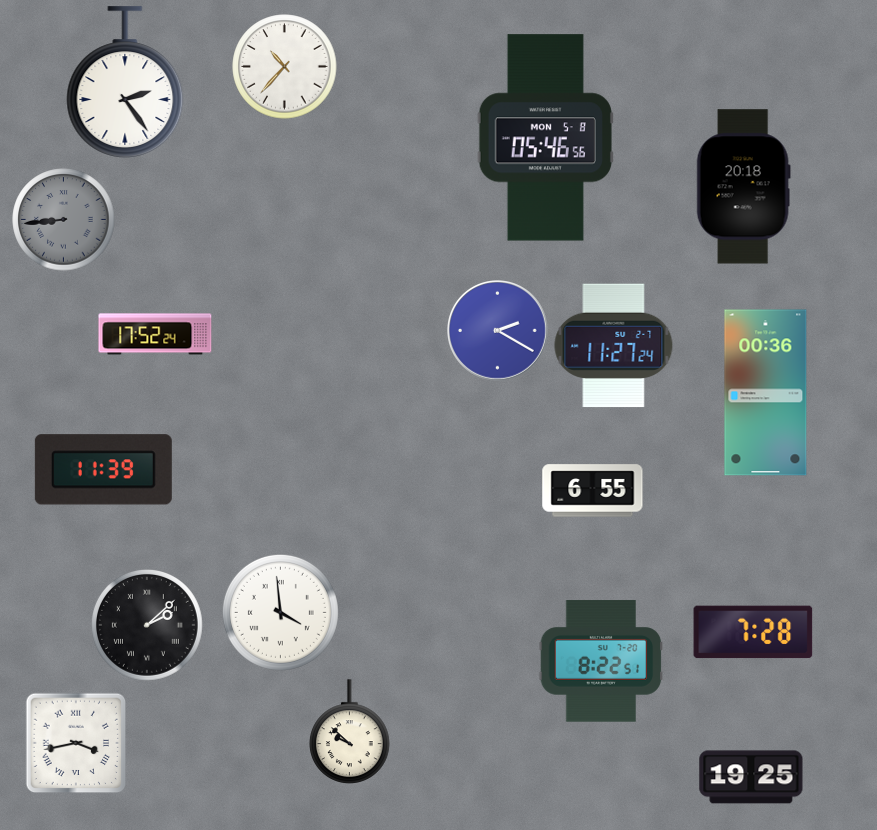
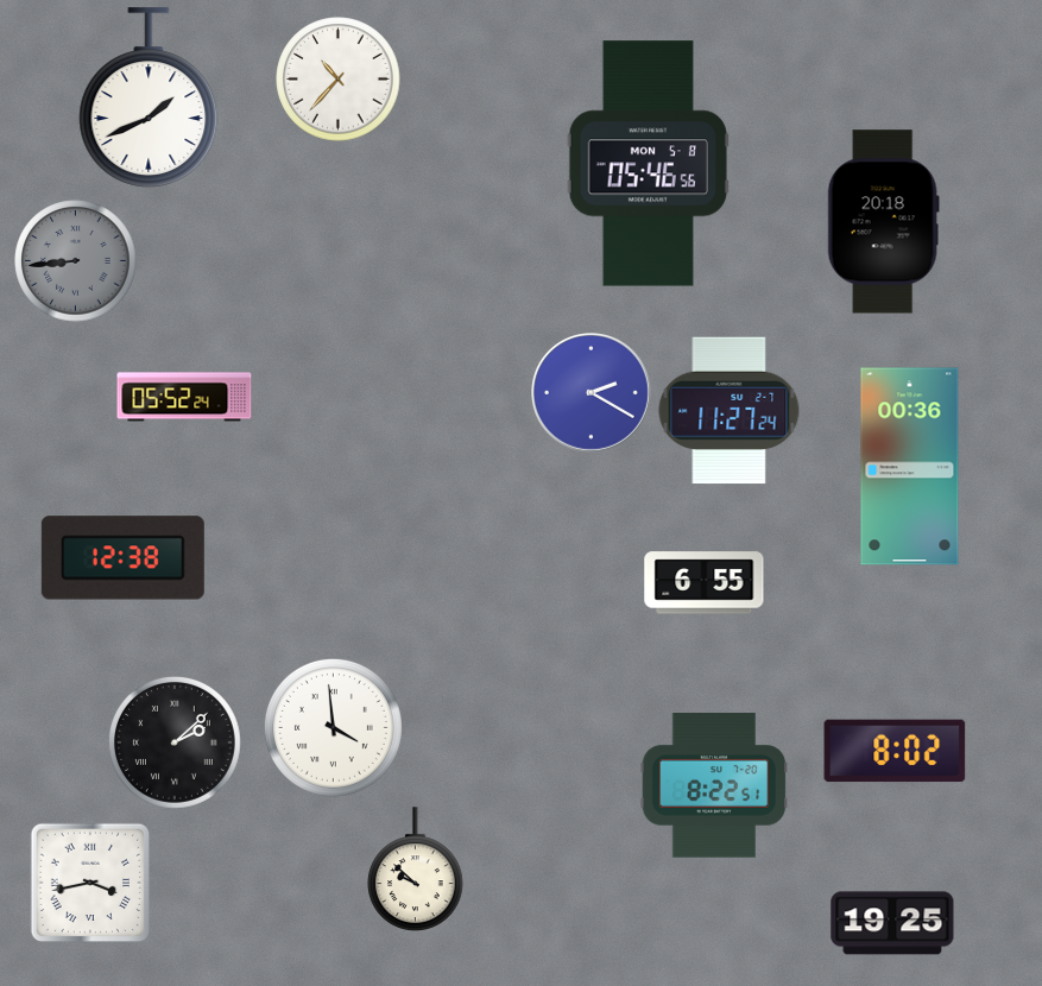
clock at (125, 82): 2:24 -> 1:41
clock at (155, 334): 17:52 -> 05:52
clock at (103, 470): 11:39 -> 12:38
clock at (753, 632): 7:28 -> 8:02
